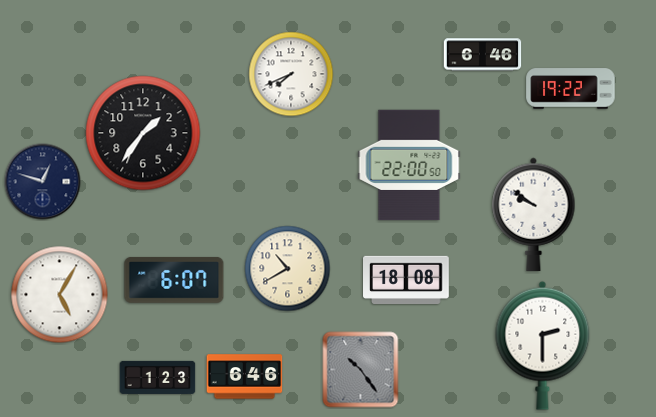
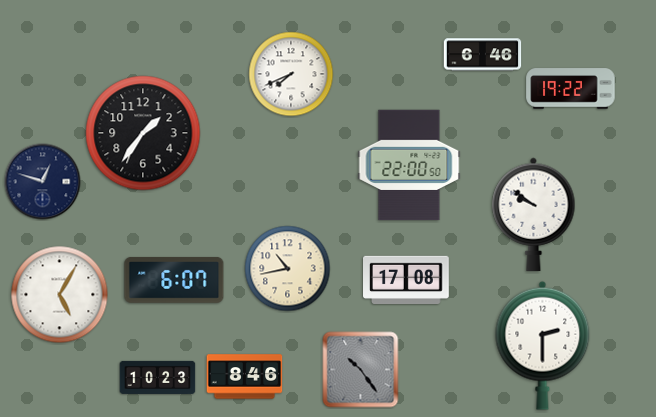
clock at (288, 269): 10:40 -> 10:43
clock at (407, 279): 18:08 -> 17:08
clock at (158, 377): 1:23 -> 10:23
clock at (245, 377): 6:46 -> 8:46
